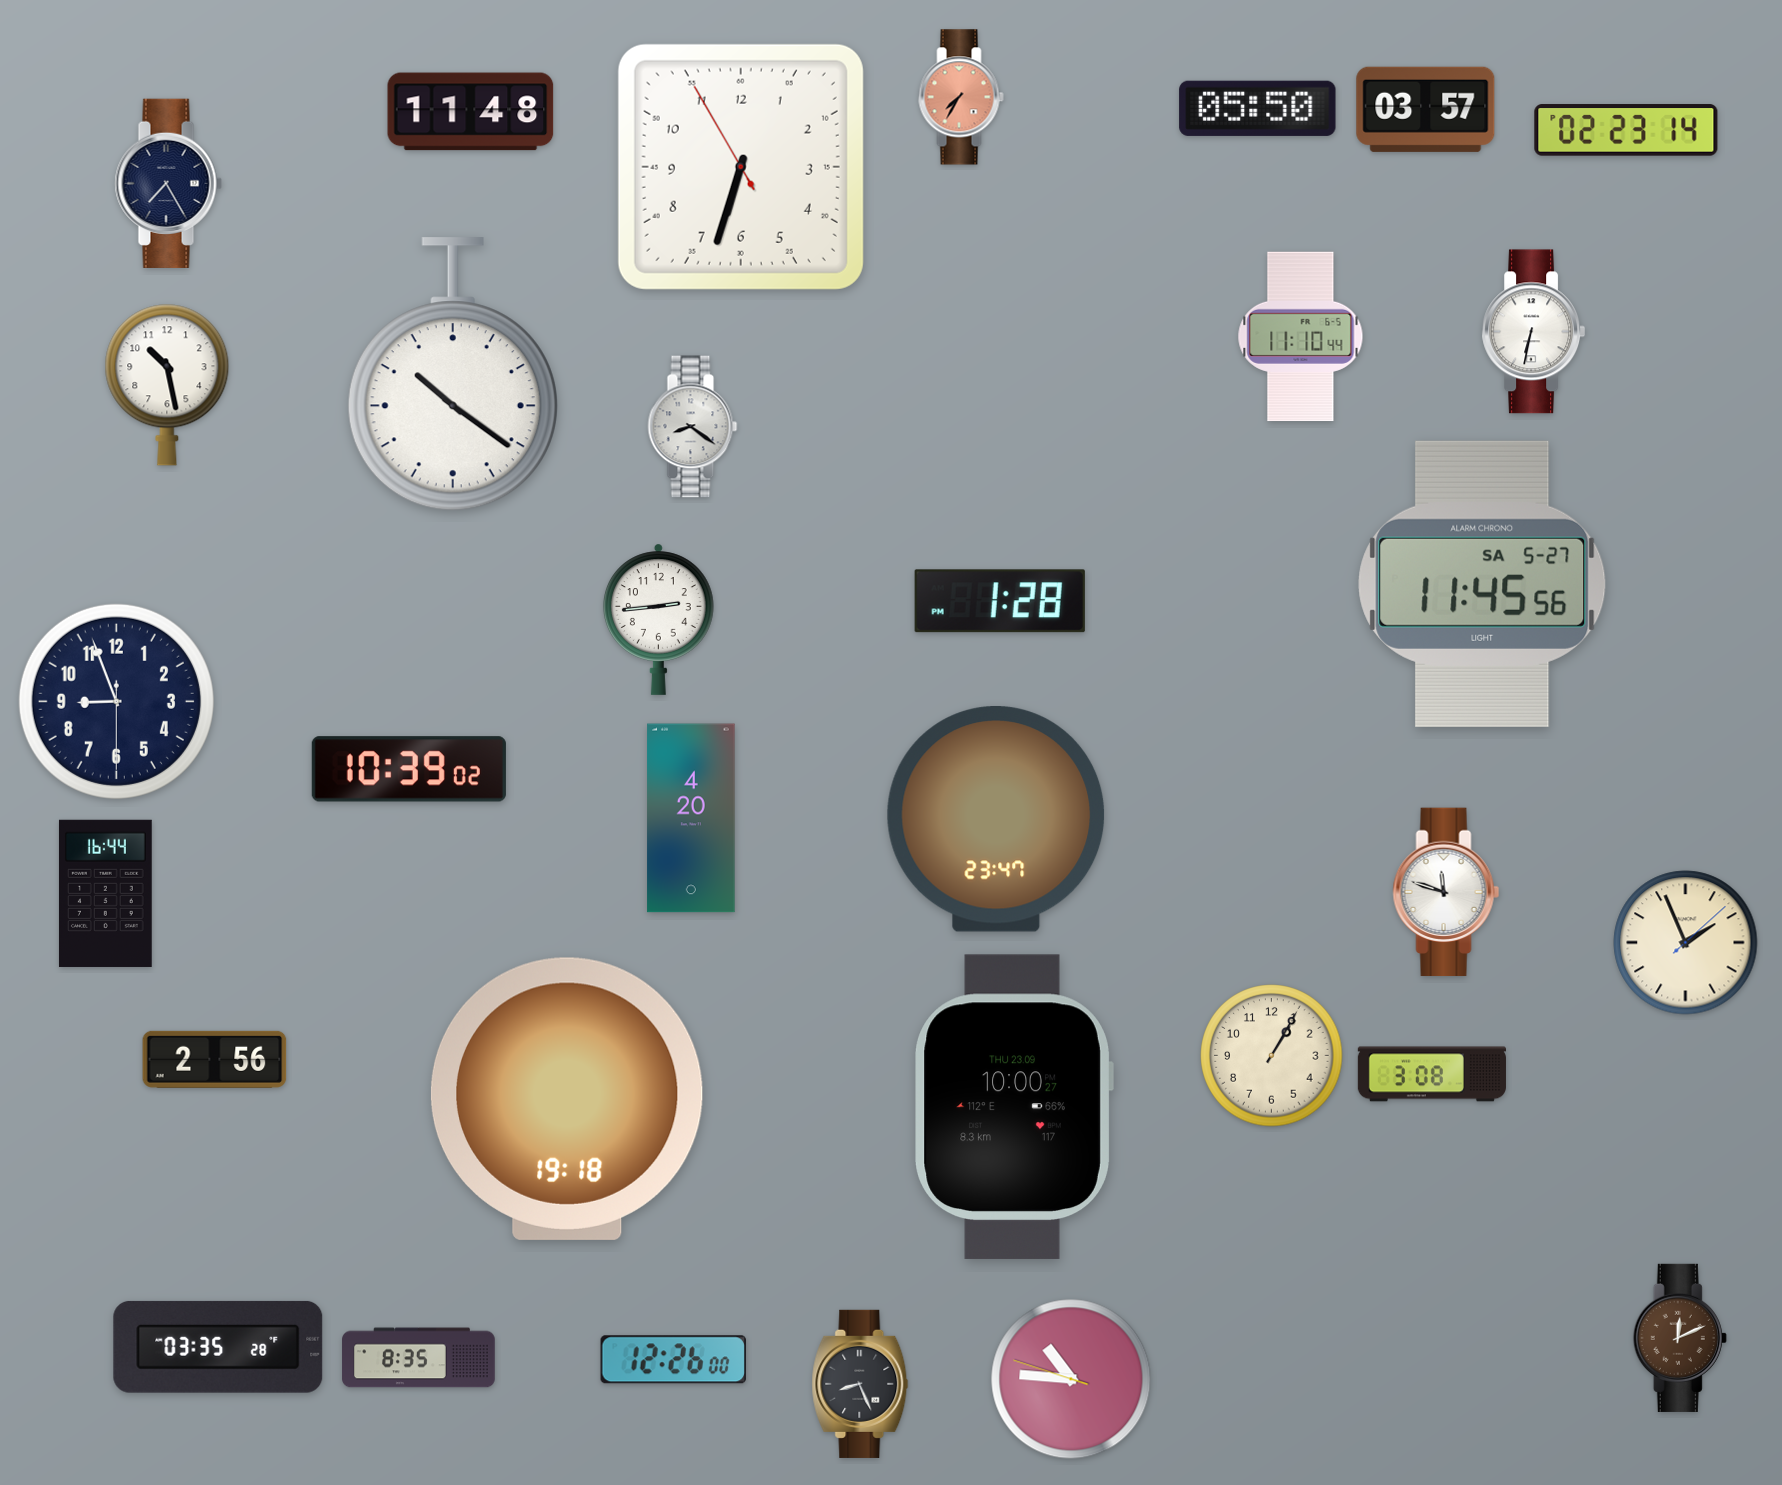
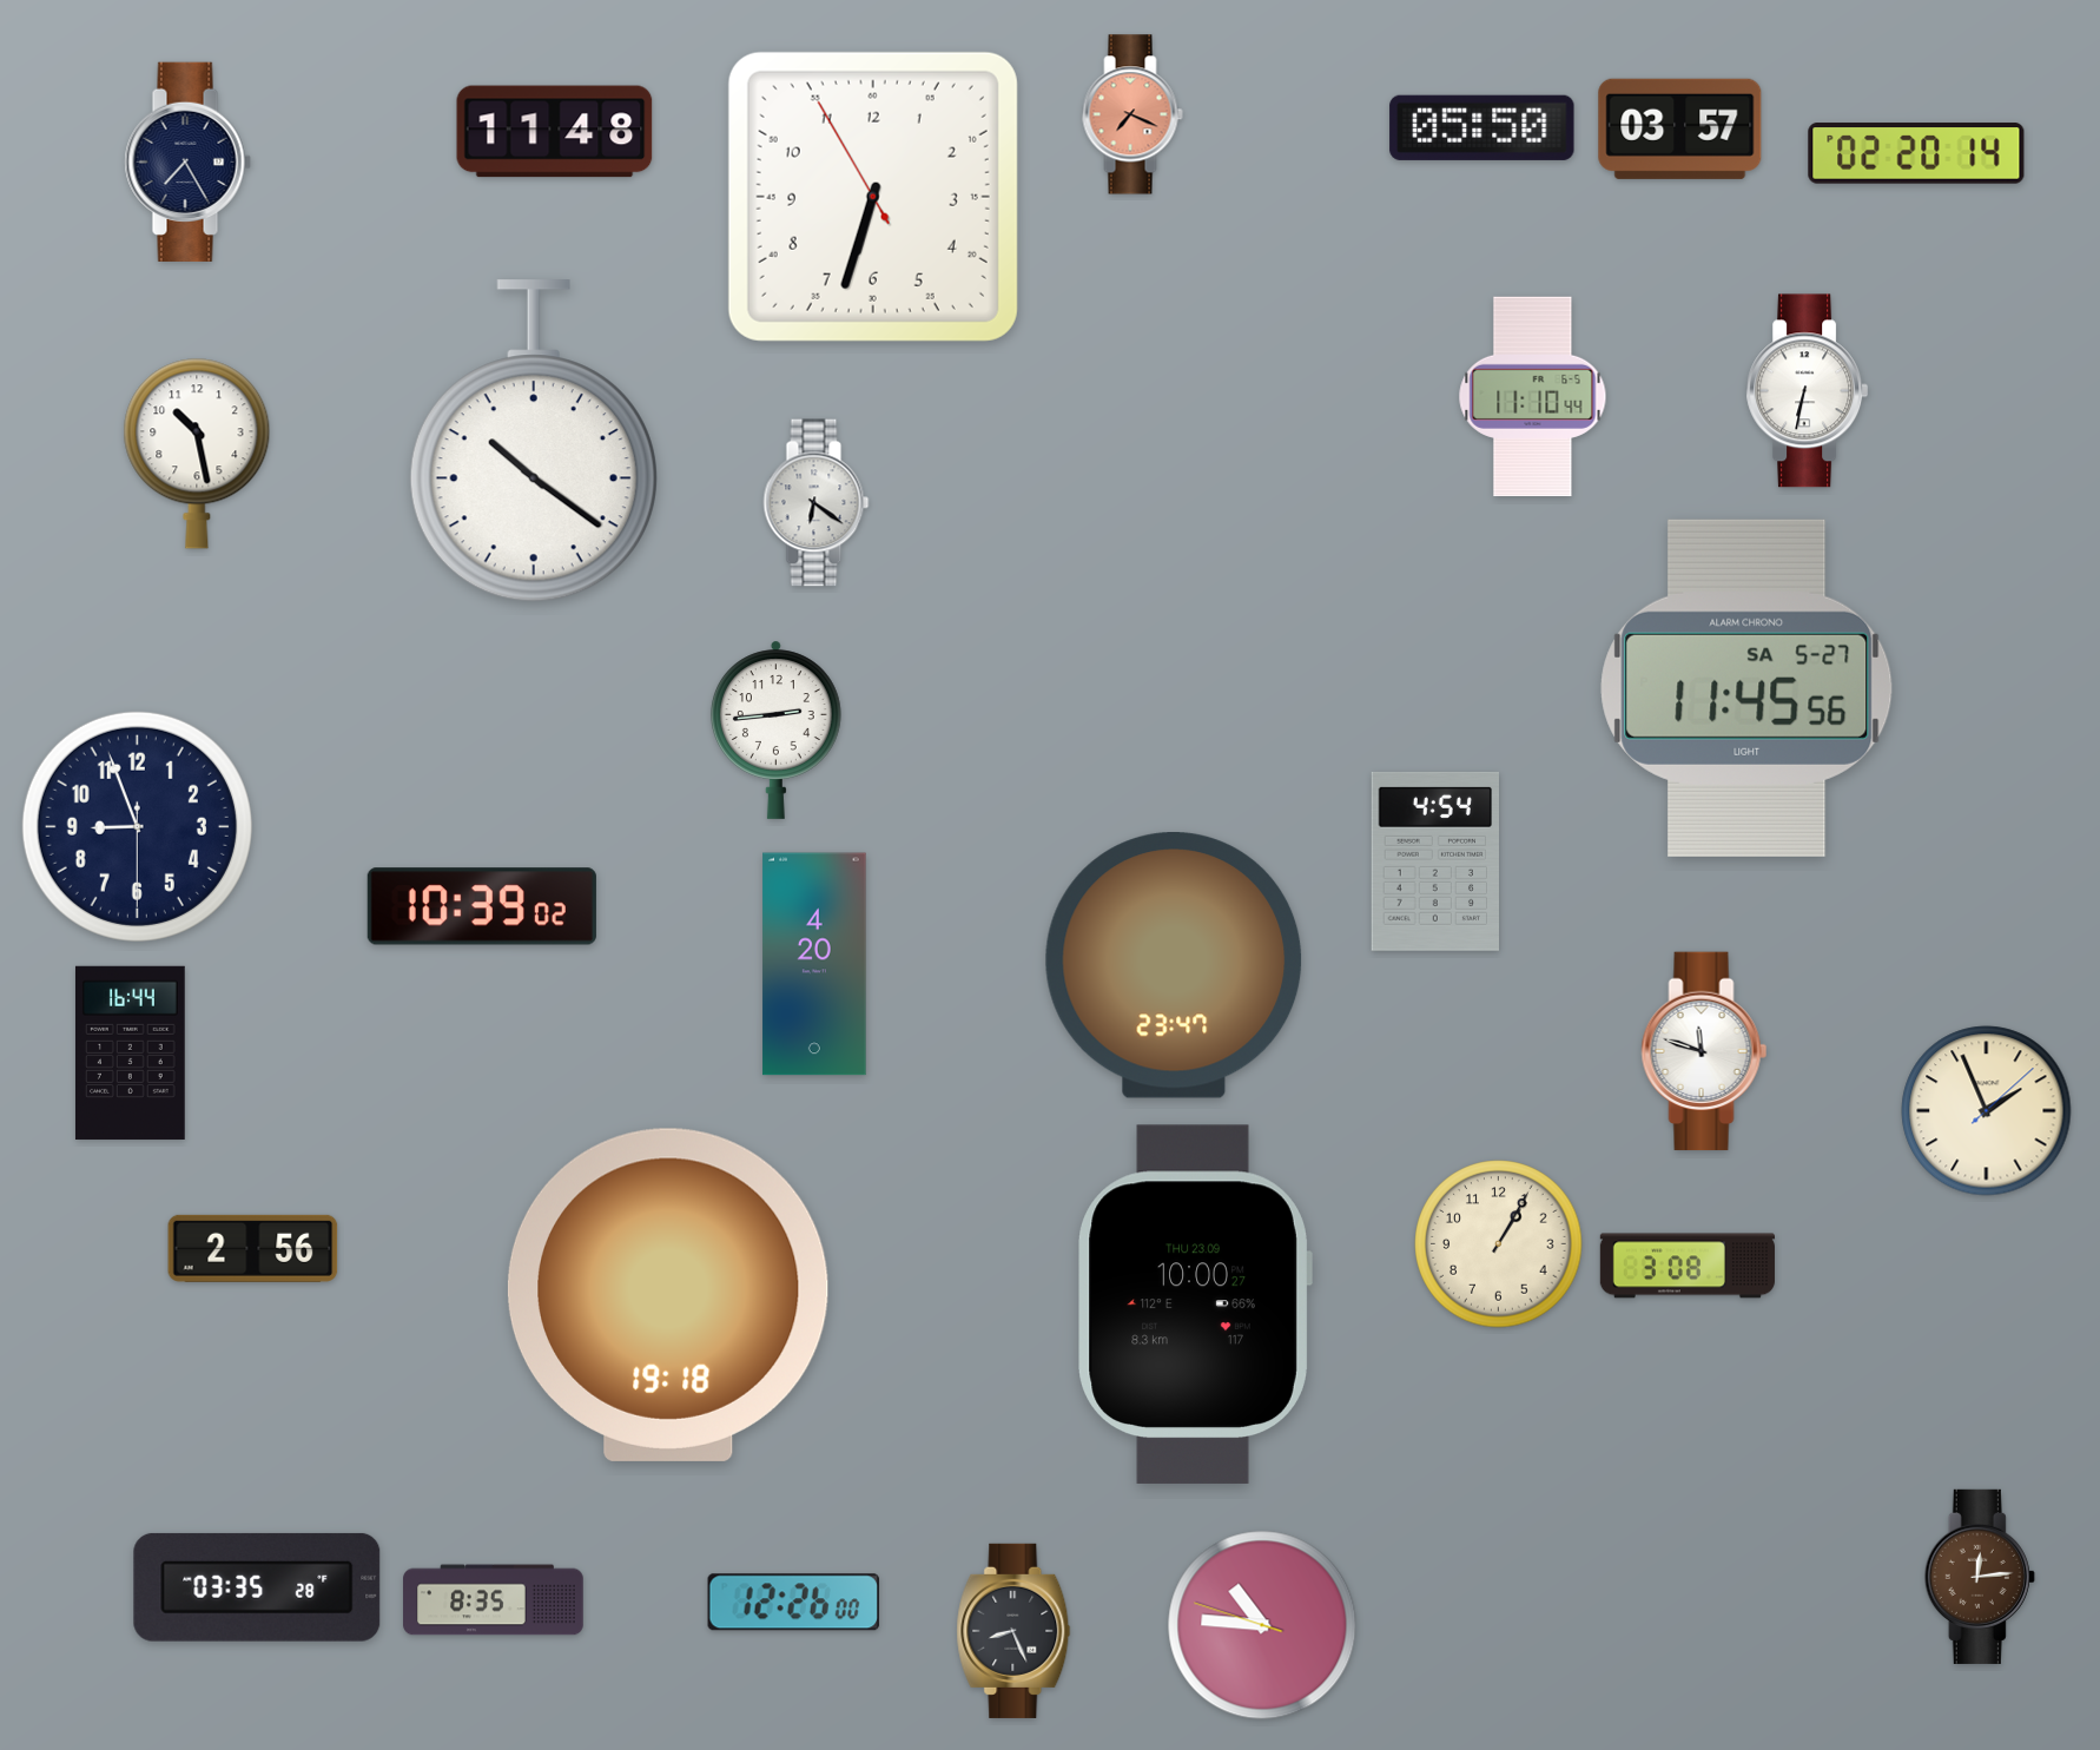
clock at (961, 97): 7:35 -> 7:19
clock at (1626, 130): 02:23 -> 02:20
clock at (168, 183) position: (168, 183) -> (187, 161)
clock at (693, 427): 8:21 -> 6:21
clock at (1000, 601): 1:28 -> none
clock at (1434, 861): none -> 4:54
clock at (105, 893) position: (105, 893) -> (130, 1052)
clock at (1680, 1338): 12:11 -> 12:14
